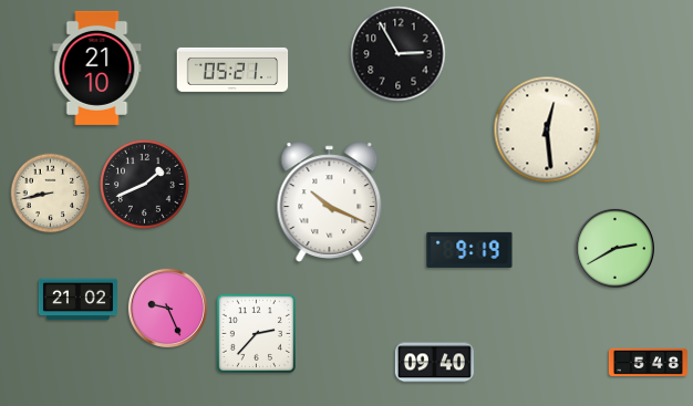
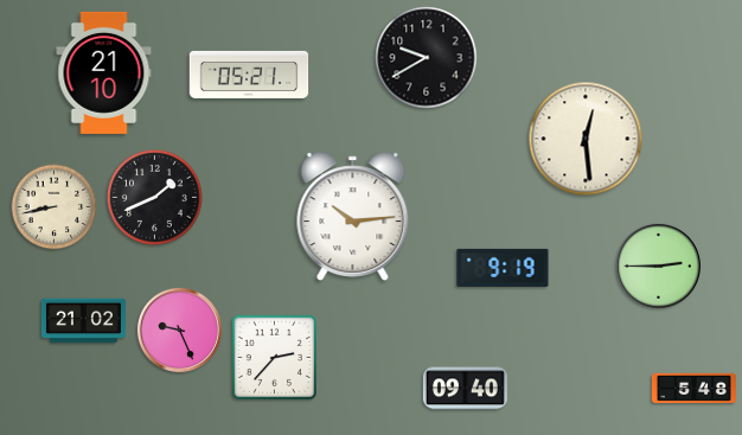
clock at (399, 54): 2:55 -> 9:40
clock at (330, 202): 10:19 -> 10:14
clock at (614, 248): 2:40 -> 2:45
